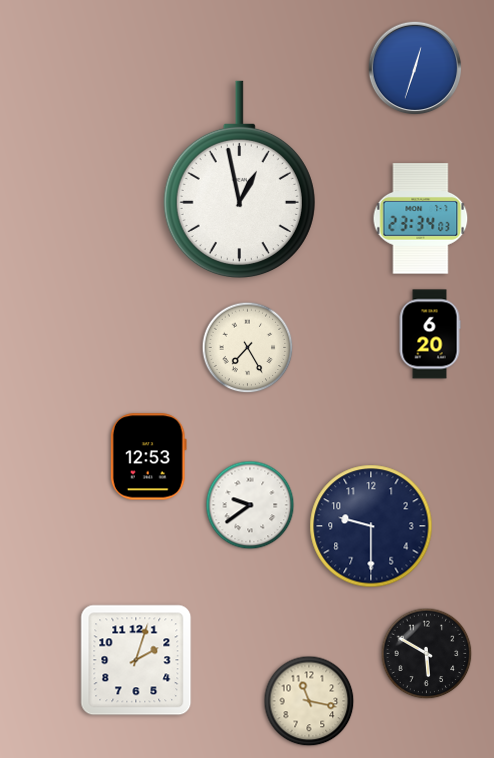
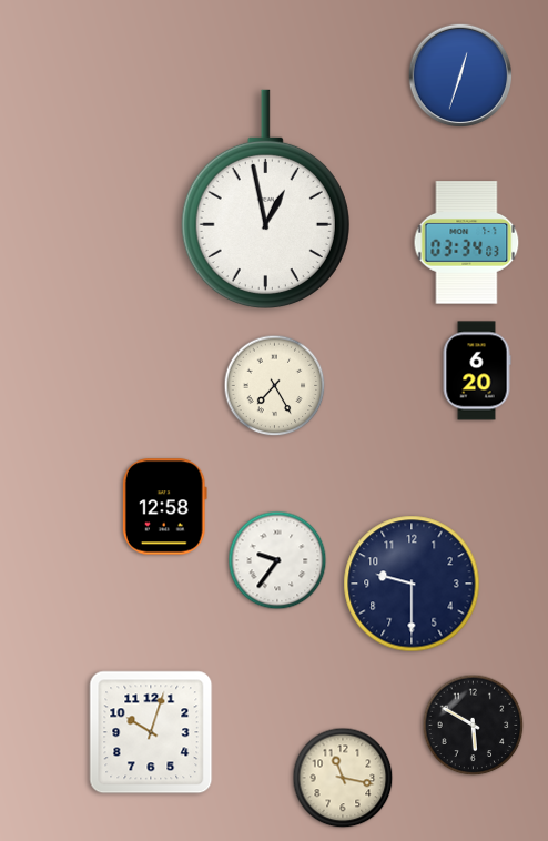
clock at (421, 219): 23:34 -> 03:34
clock at (148, 457): 12:53 -> 12:58
clock at (250, 505): 9:39 -> 9:36
clock at (136, 660): 2:03 -> 10:03
